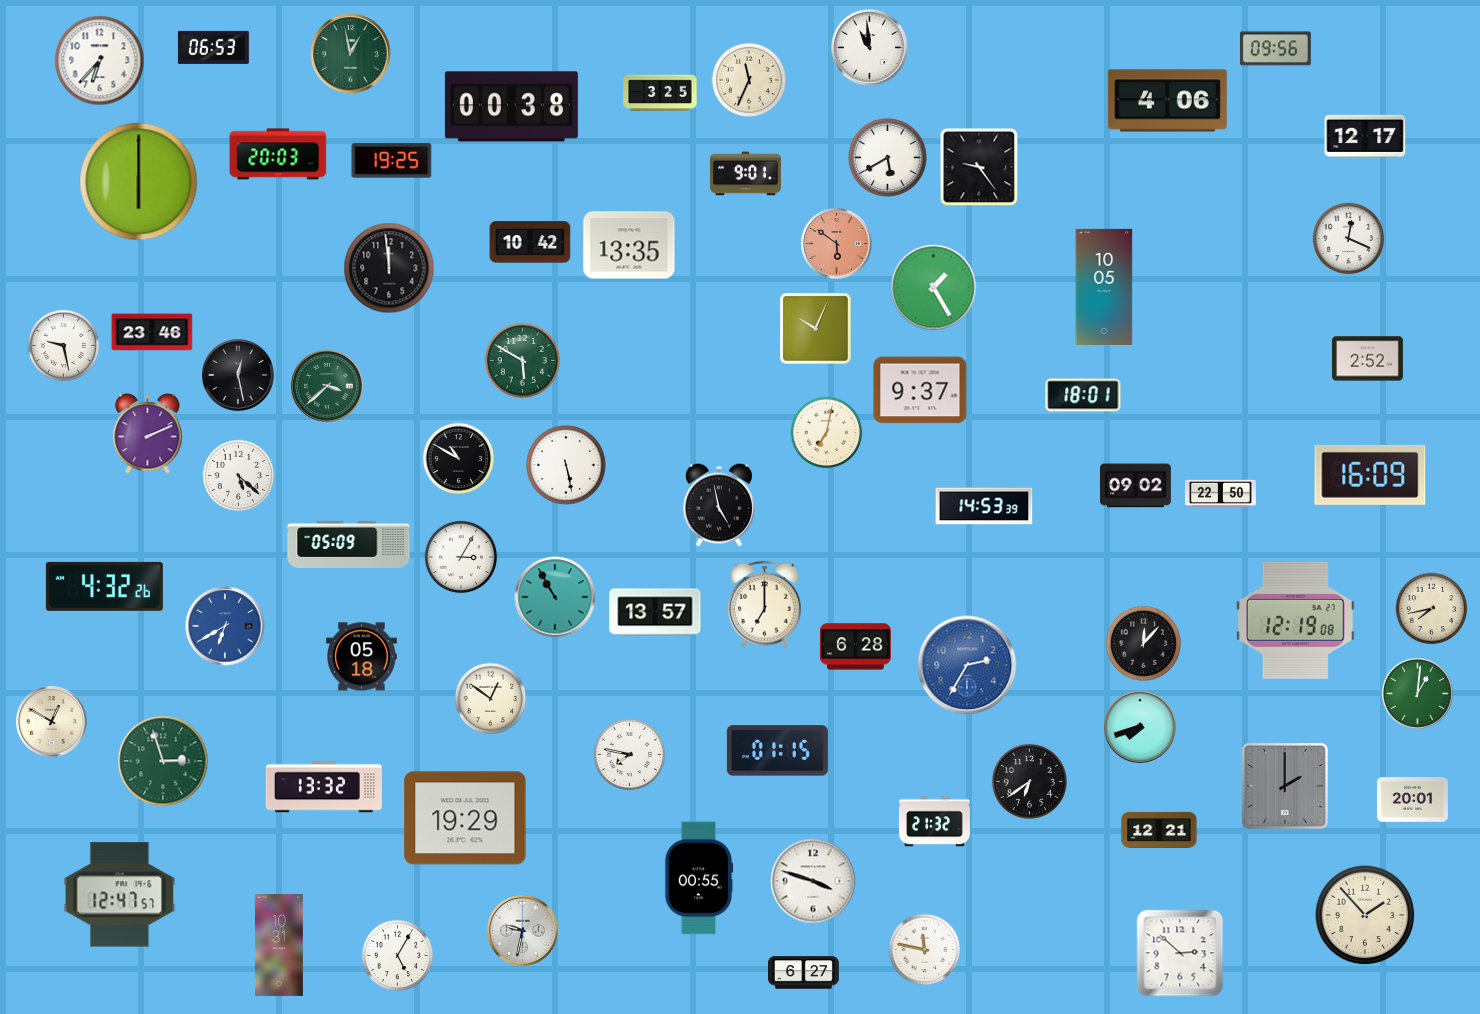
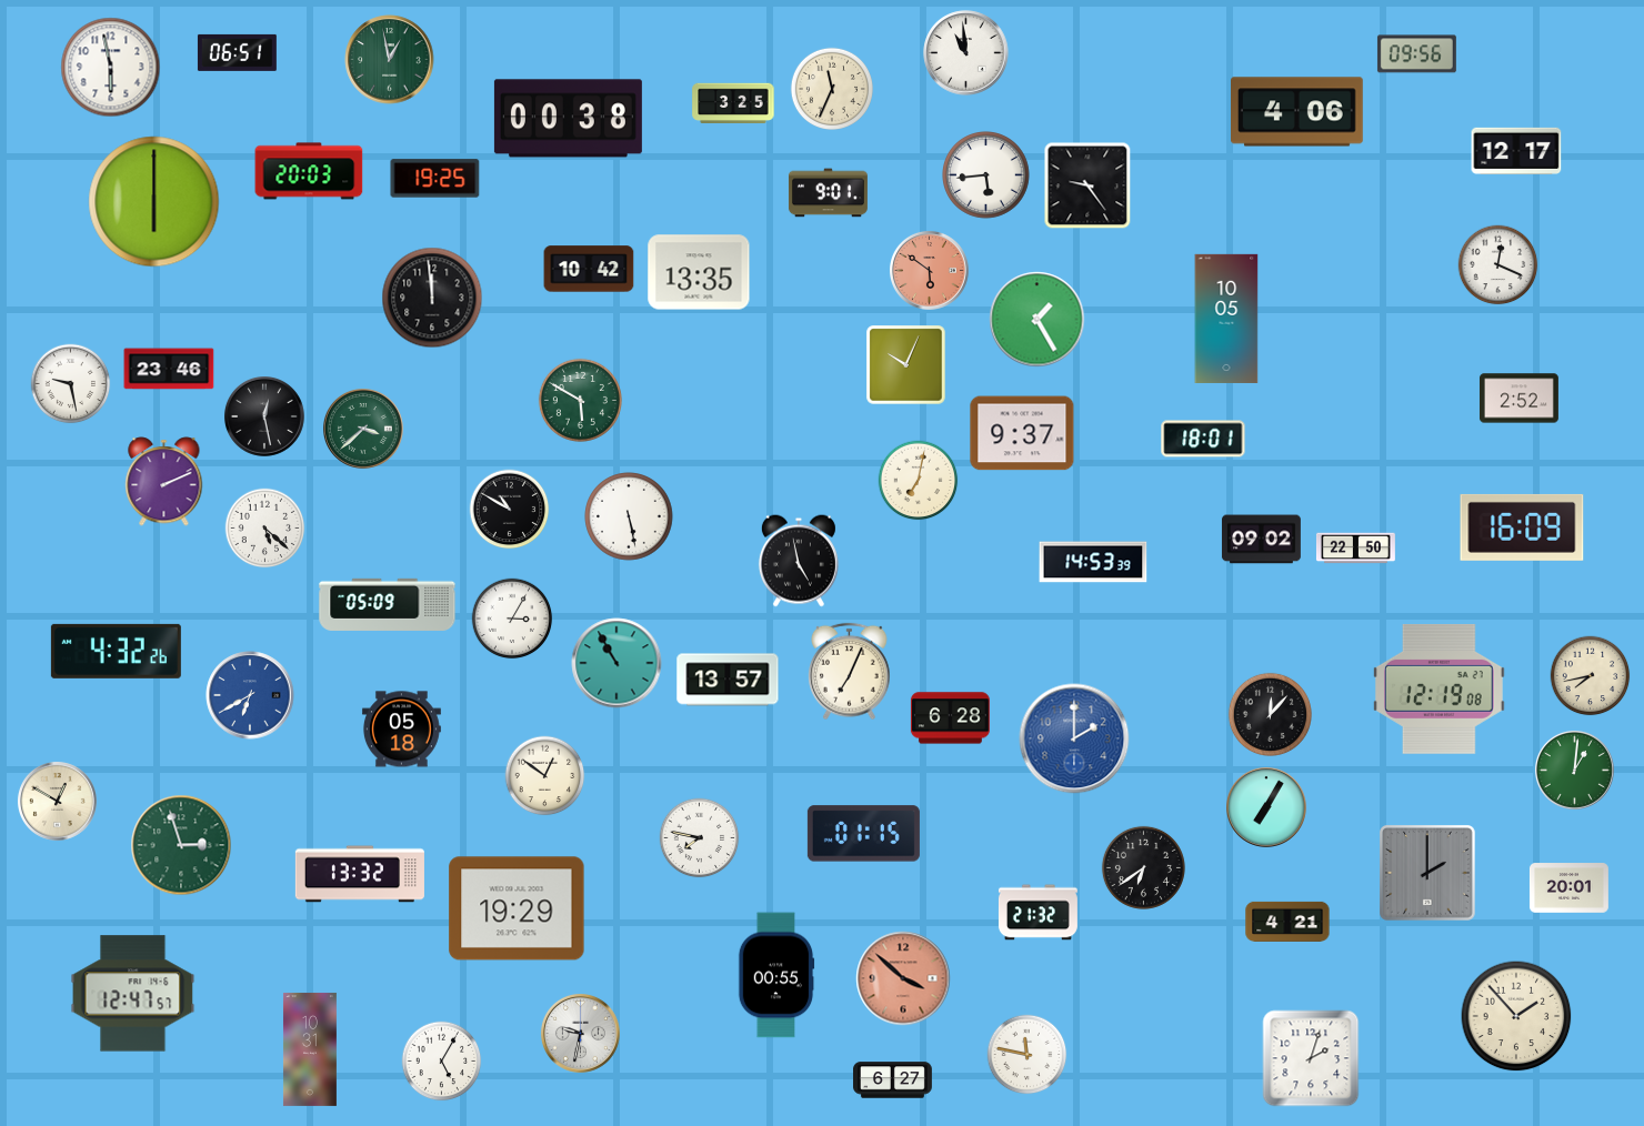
clock at (213, 47): 06:53 -> 06:51
clock at (100, 61): 6:37 -> 5:58
clock at (888, 158): 5:40 -> 5:44
clock at (765, 605): 7:00 -> 7:04
clock at (967, 665): 2:35 -> 2:00
clock at (1141, 728): 7:42 -> 7:05
clock at (1159, 830): 12:21 -> 4:21
clock at (813, 881): 3:48 -> 3:52
clock at (813, 881) dial: white -> salmon
clock at (1180, 953): 2:52 -> 2:03
